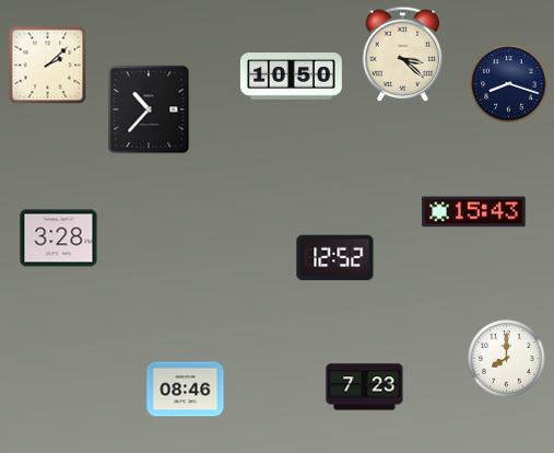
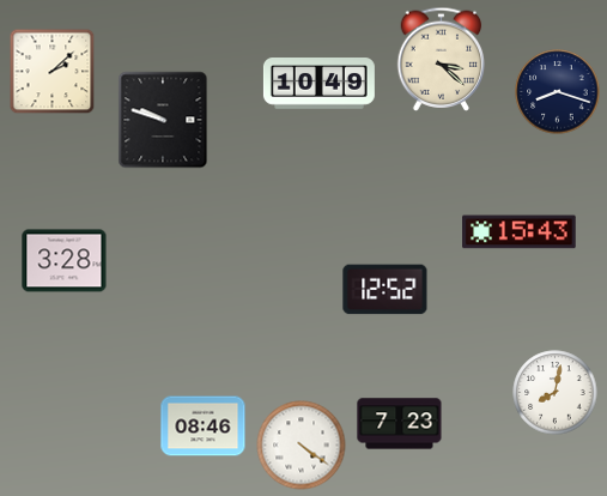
clock at (291, 77): 10:50 -> 10:49
clock at (149, 109): 10:37 -> 9:48
clock at (335, 258) position: (335, 258) -> (386, 290)
clock at (507, 359): 8:00 -> 8:02
clock at (302, 446): none -> 4:21
